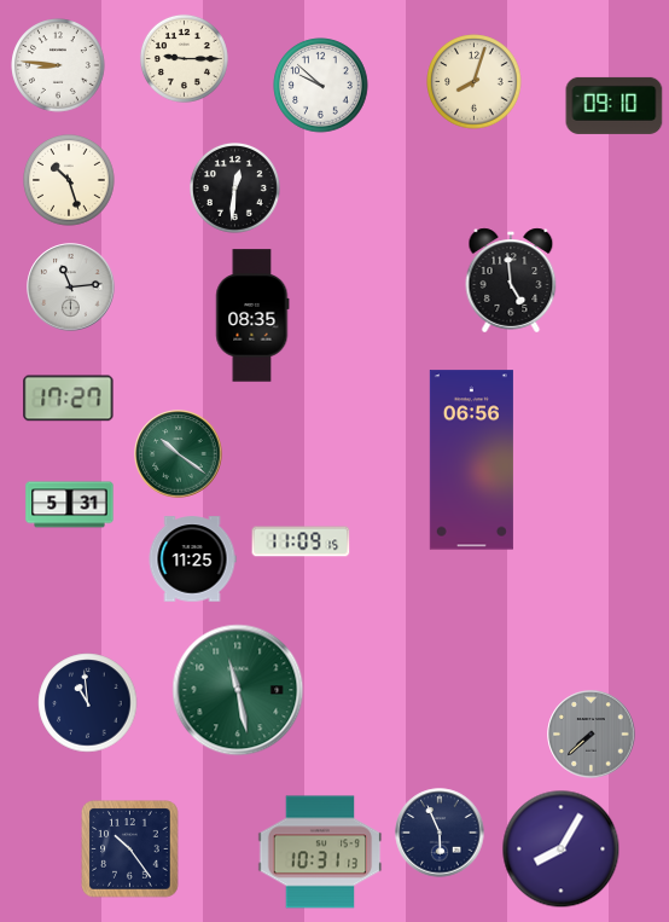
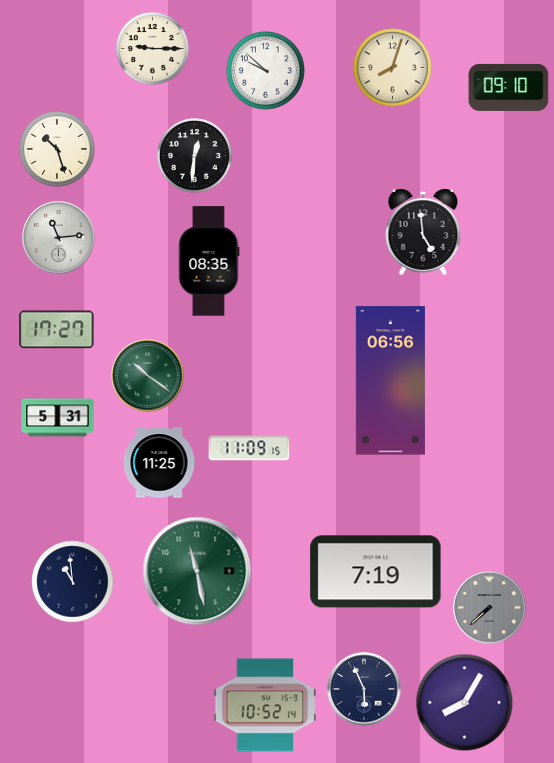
clock at (58, 65): 8:46 -> none
clock at (376, 572): none -> 7:19
clock at (130, 849): 10:24 -> none
clock at (320, 852): 10:31 -> 10:52
